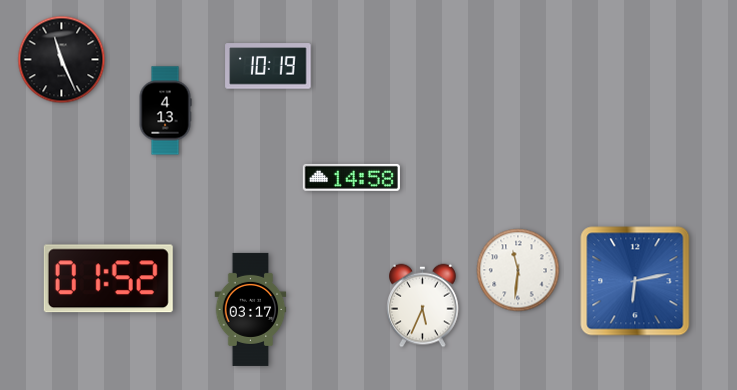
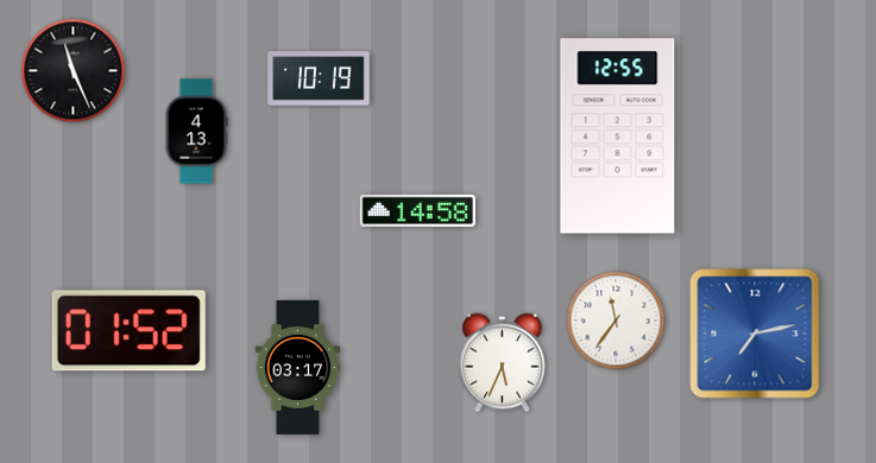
clock at (618, 137): none -> 12:55
clock at (518, 270): 11:31 -> 11:36
clock at (635, 281): 6:13 -> 7:13
